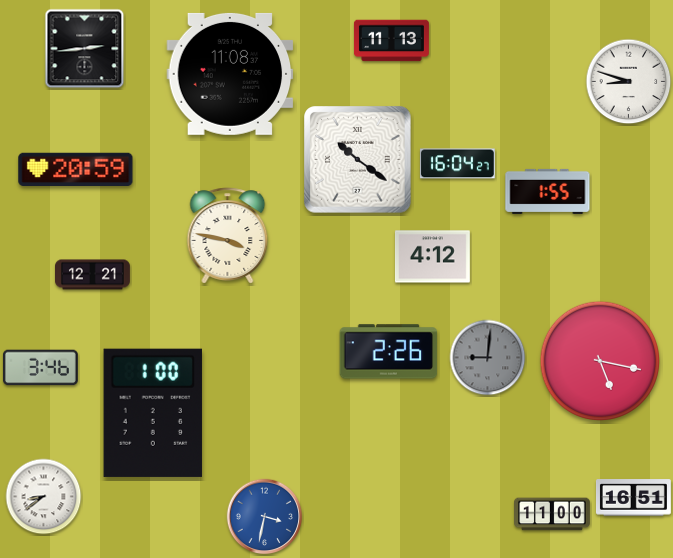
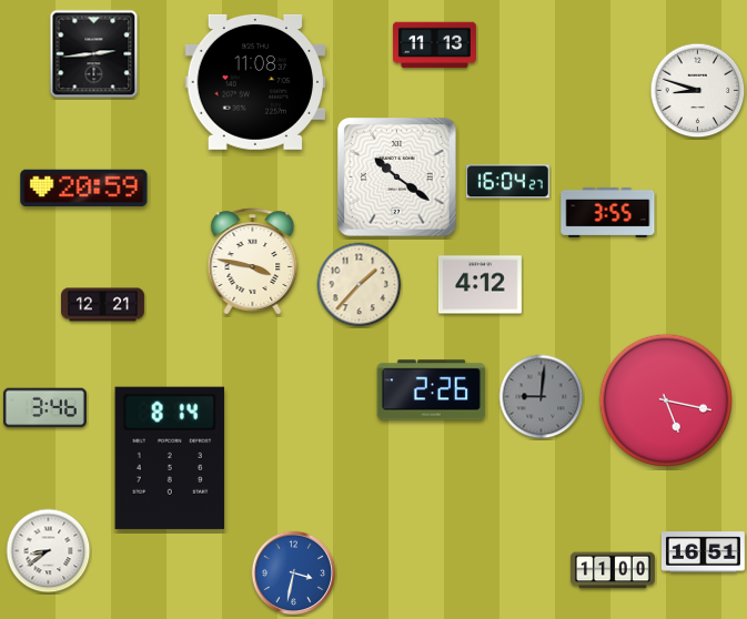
clock at (548, 191): 1:55 -> 3:55
clock at (360, 285): none -> 1:37
clock at (153, 413): 1:00 -> 8:14
